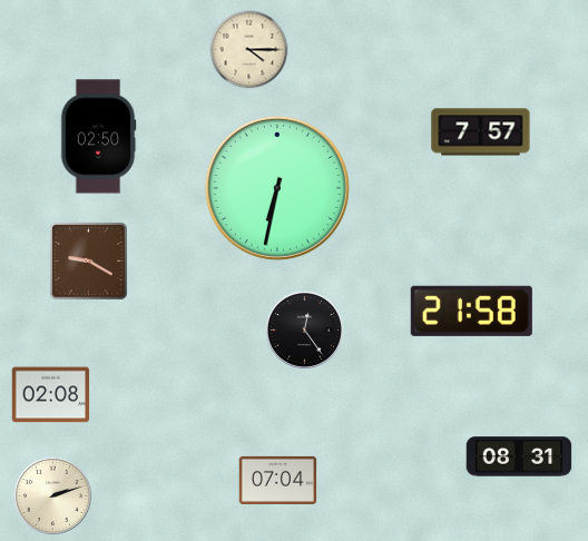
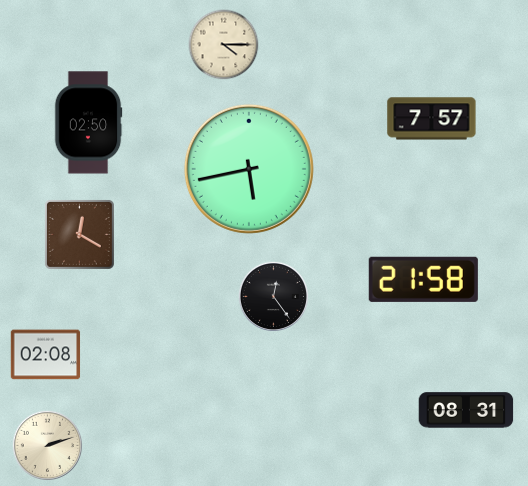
clock at (277, 188): 6:32 -> 5:43
clock at (88, 260): 9:20 -> 12:20
clock at (278, 480): 07:04 -> none
